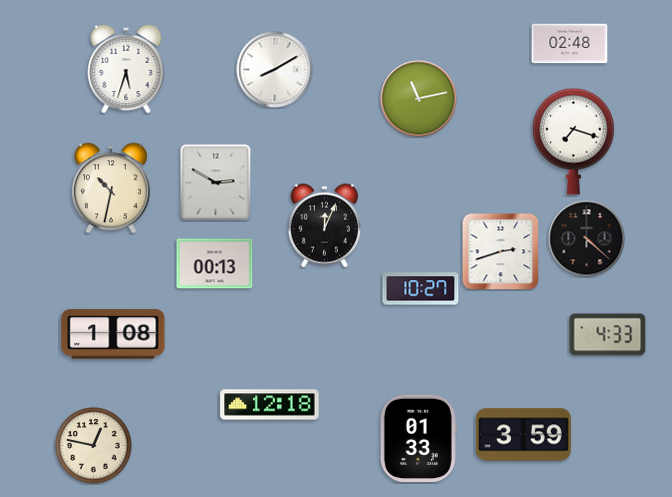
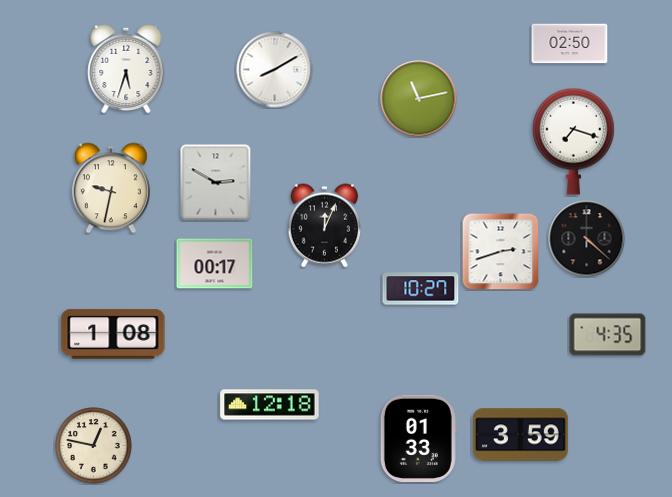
clock at (570, 44): 02:48 -> 02:50
clock at (111, 188): 10:32 -> 9:32
clock at (215, 264): 00:13 -> 00:17
clock at (608, 335): 4:33 -> 4:35
clock at (524, 435) position: (524, 435) -> (521, 435)
